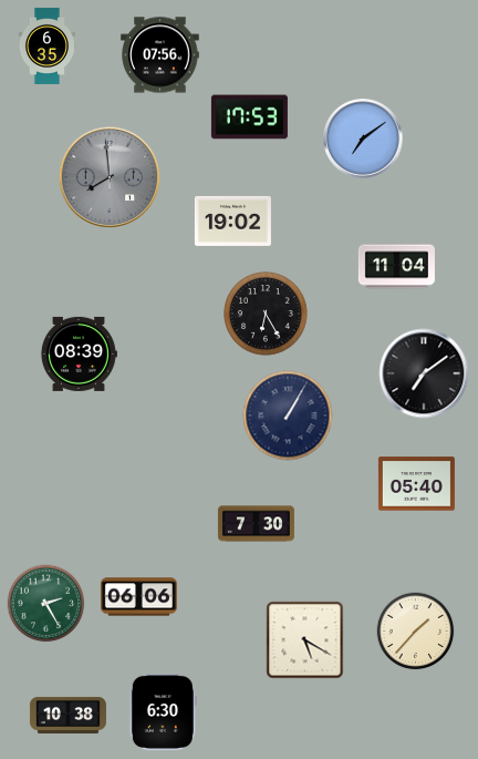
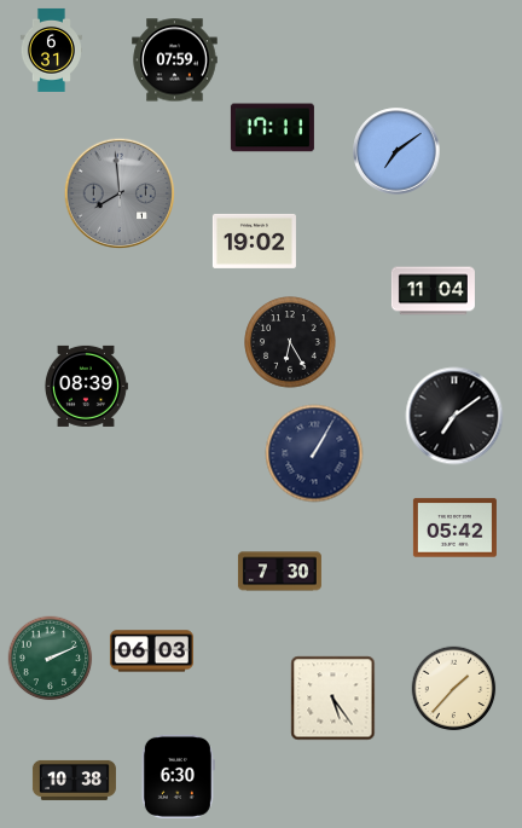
clock at (46, 45): 6:35 -> 6:31
clock at (160, 55): 07:56 -> 07:59
clock at (249, 117): 17:53 -> 17:11
clock at (424, 373) position: (424, 373) -> (454, 416)
clock at (416, 484): 05:40 -> 05:42
clock at (138, 597): 06:06 -> 06:03
clock at (46, 604): 2:25 -> 2:11
clock at (305, 640): 5:20 -> 5:24
